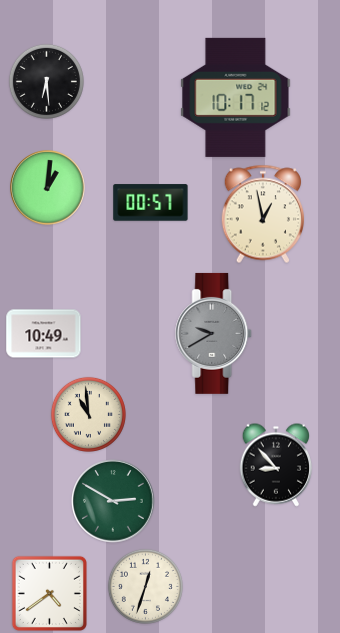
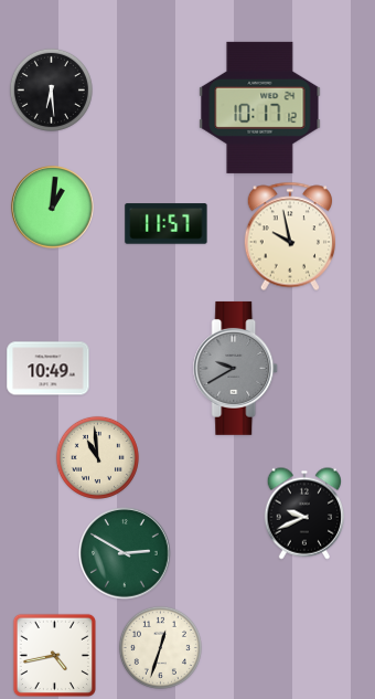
clock at (151, 203): 00:57 -> 11:57
clock at (262, 214): 12:58 -> 9:58
clock at (276, 465): 8:53 -> 9:41
clock at (49, 593): 4:39 -> 4:43
